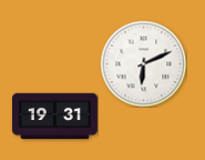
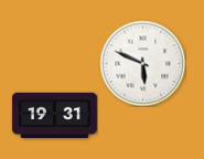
clock at (143, 63): 6:11 -> 5:49
